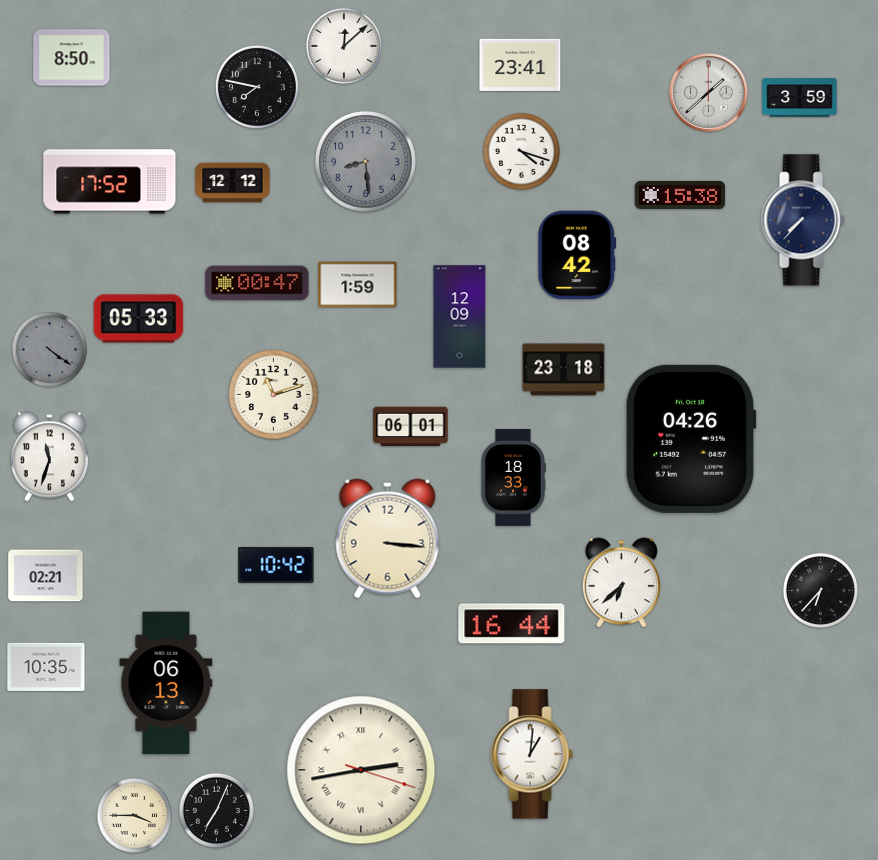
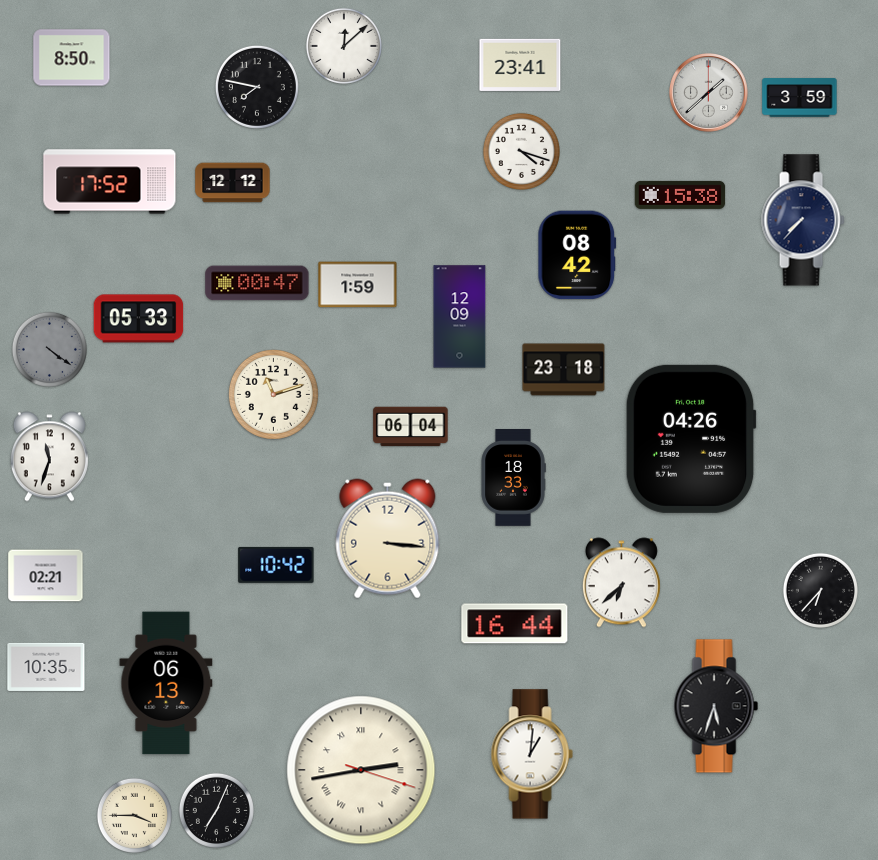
clock at (366, 162): 8:29 -> none
clock at (411, 427): 06:01 -> 06:04
clock at (512, 624) position: (512, 624) -> (515, 624)
clock at (716, 706): none -> 5:33
